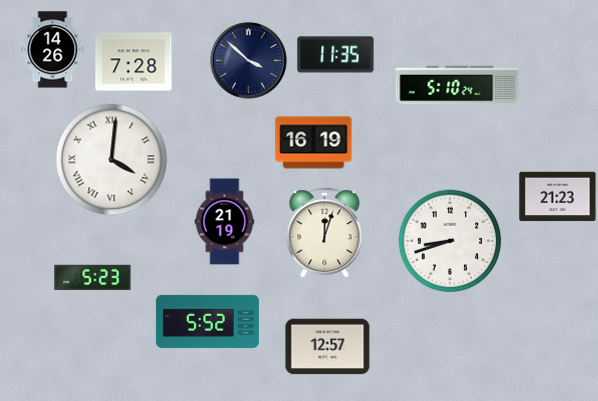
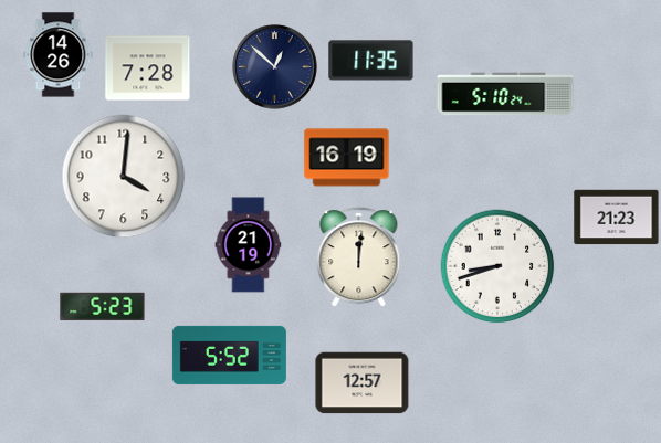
clock at (249, 61): 3:52 -> 12:52
clock at (112, 160) numerals: Roman -> Arabic
clock at (325, 233): 12:03 -> 12:01
